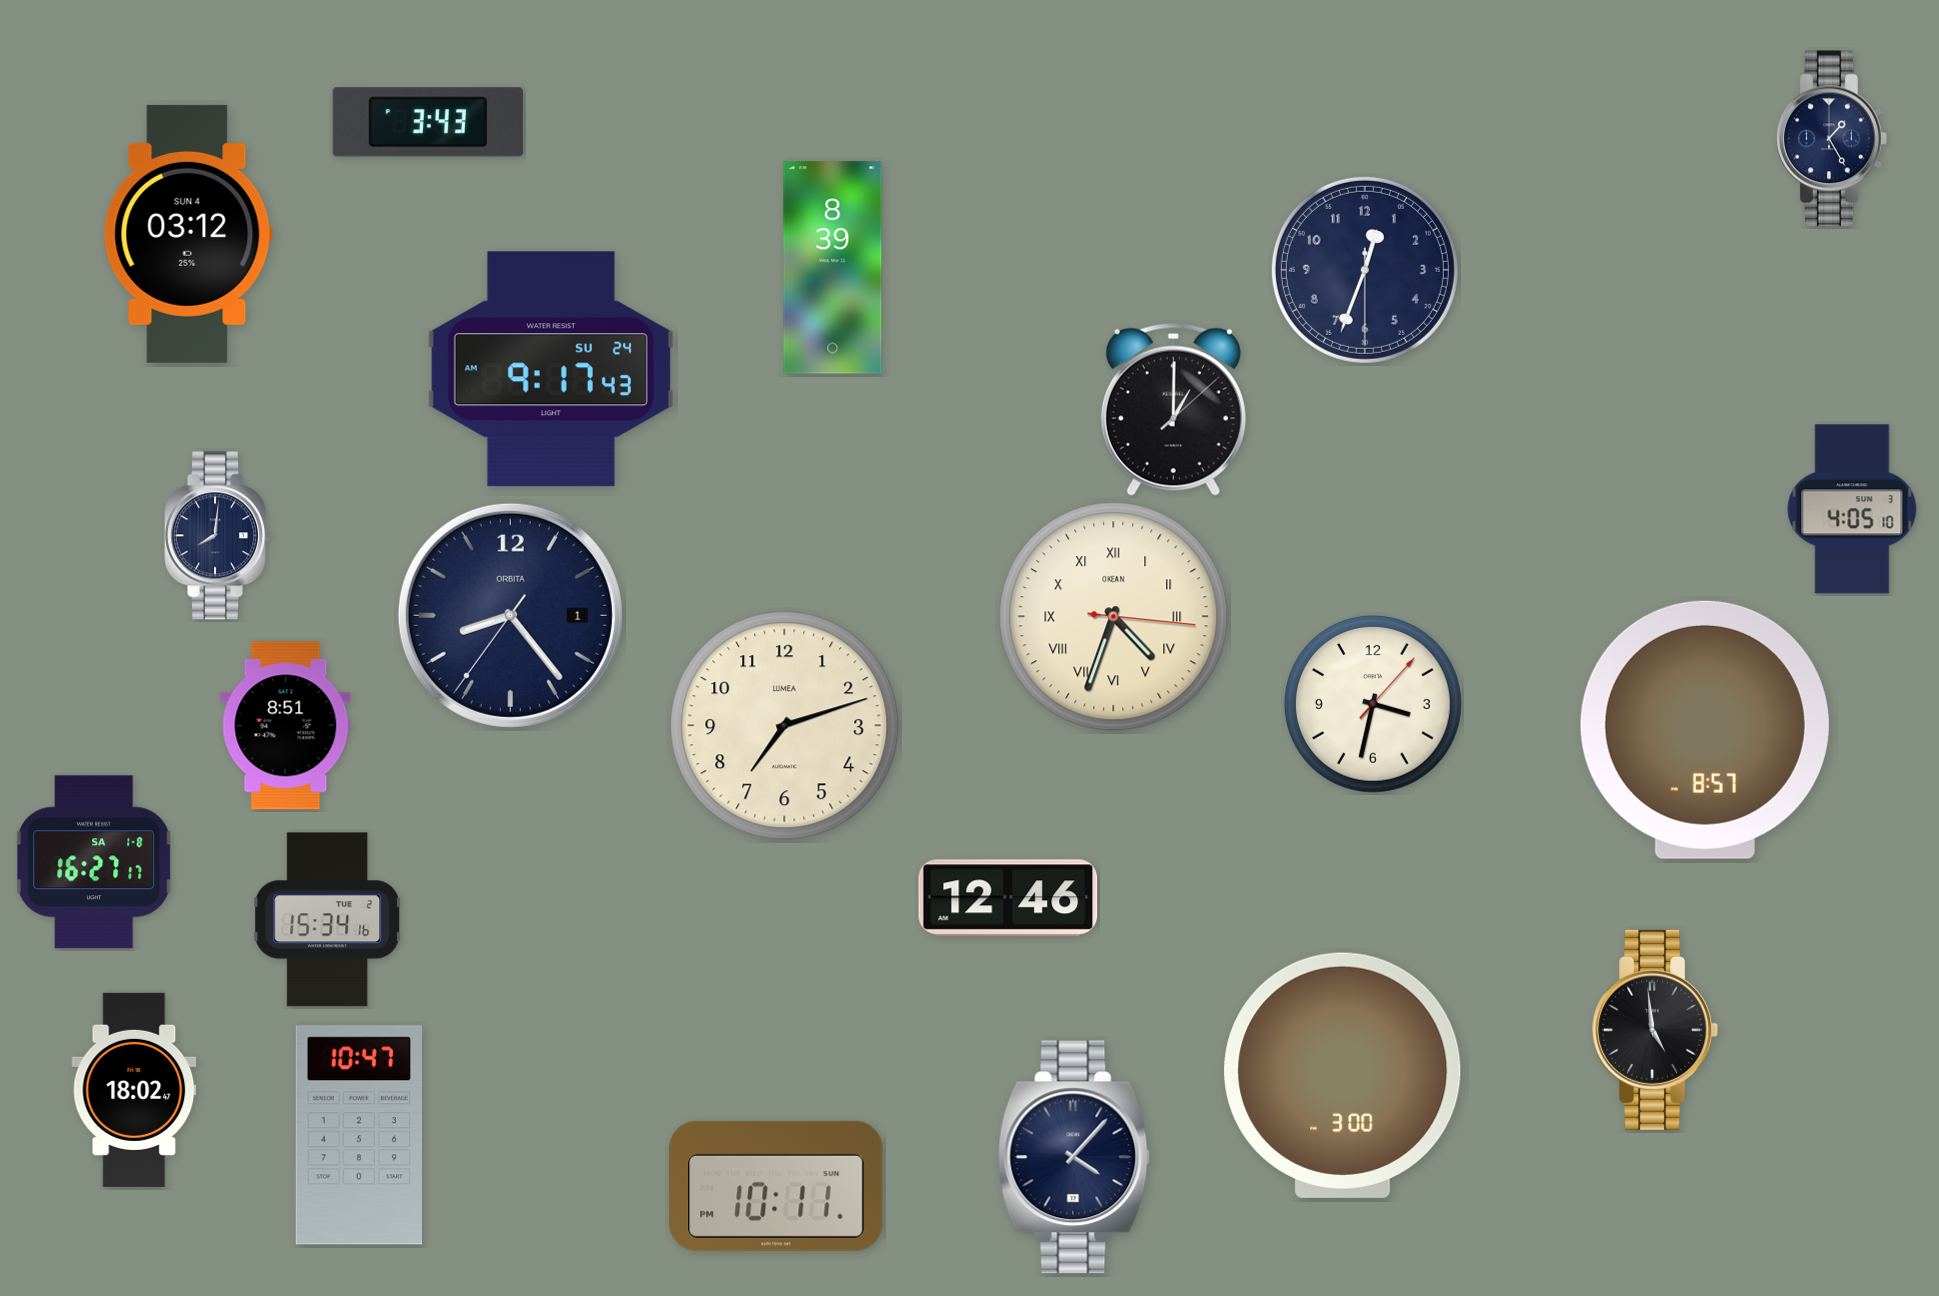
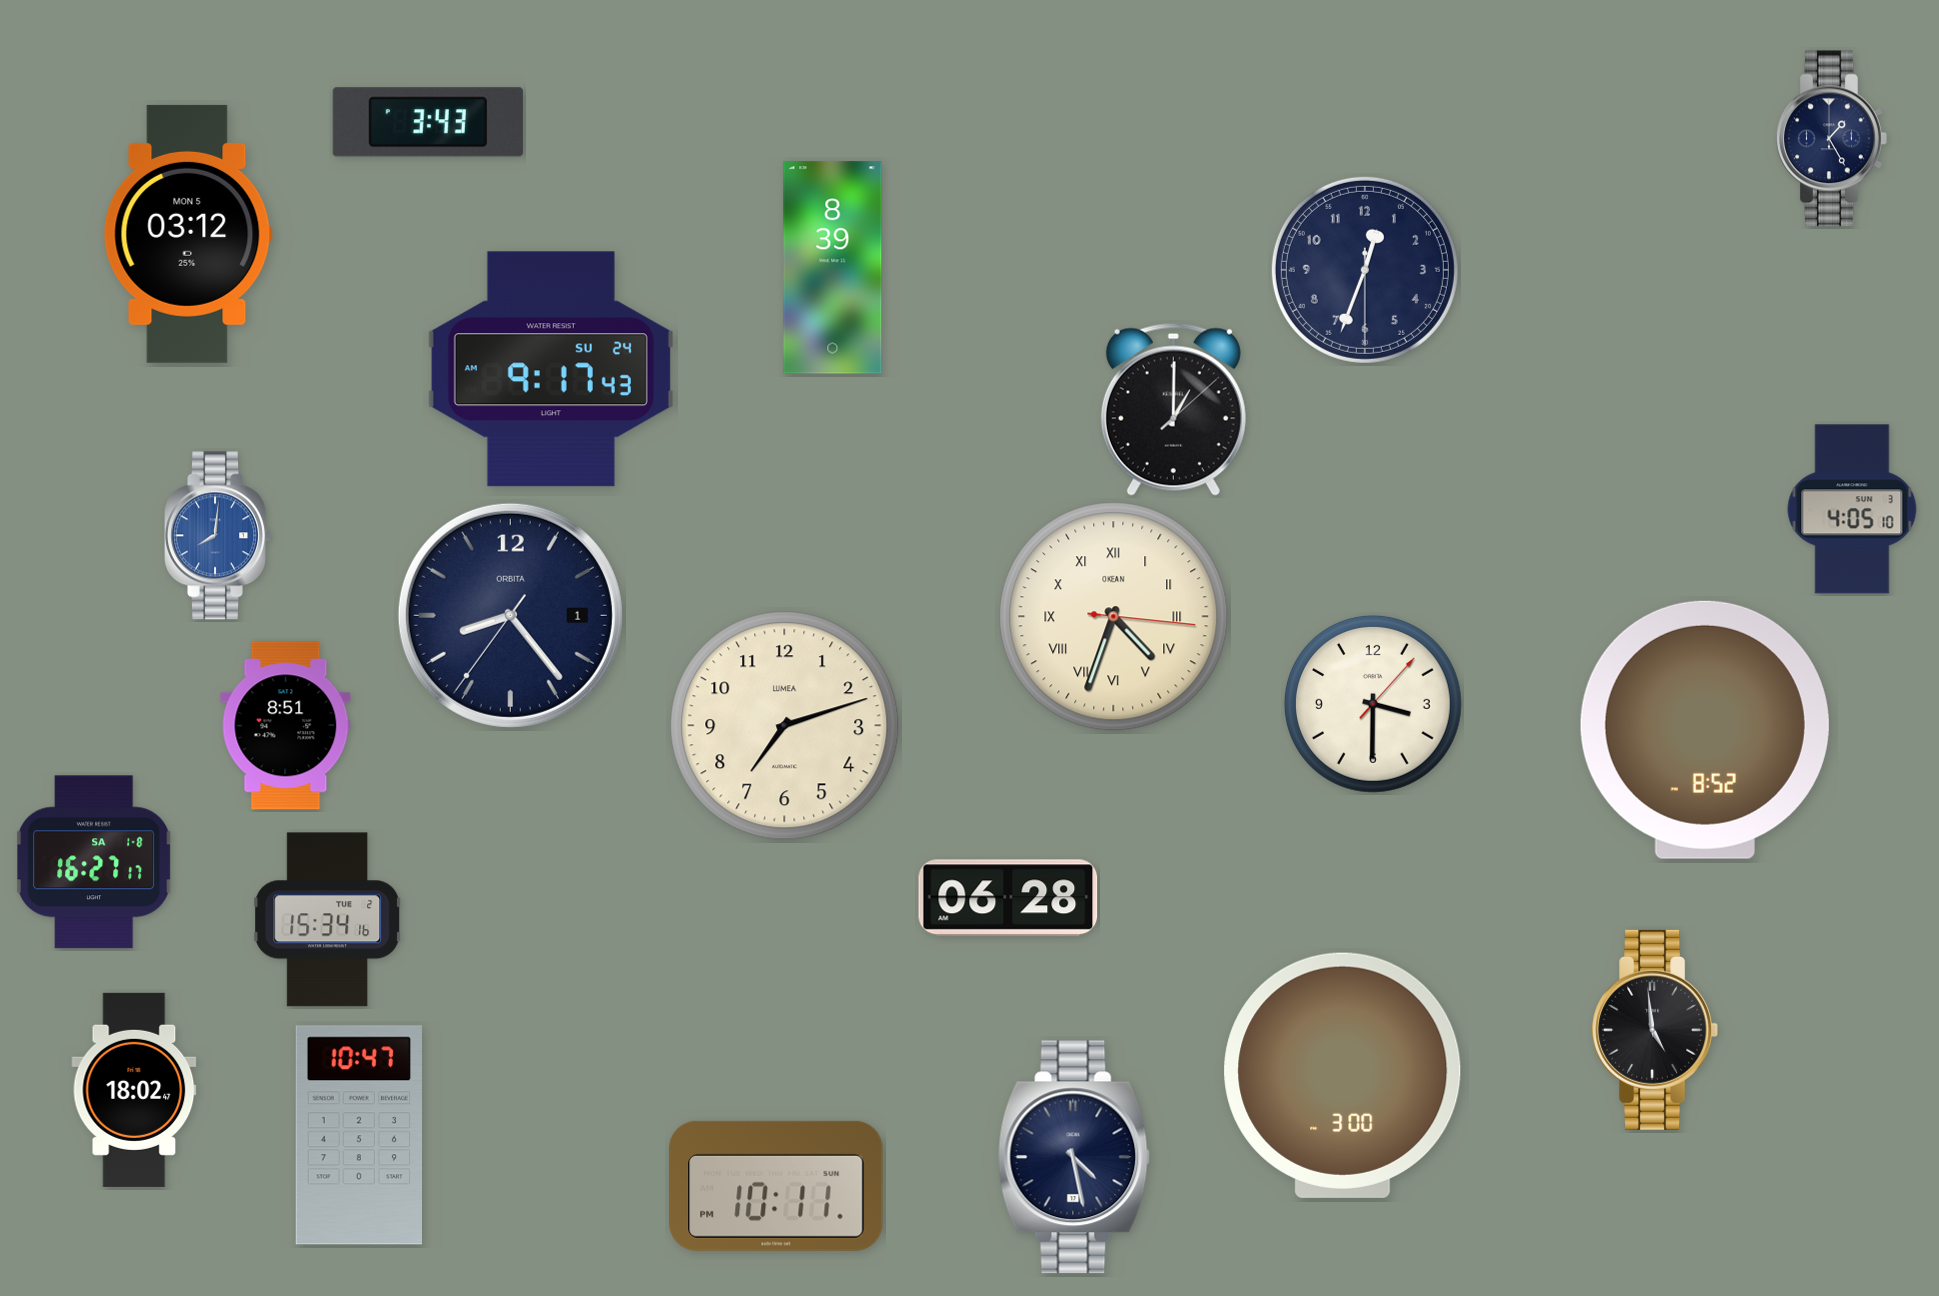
clock at (188, 234) date: SUN 4 -> MON 5
clock at (218, 536) dial: navy -> blue
clock at (1373, 704): 3:32 -> 3:30
clock at (1705, 730): 8:57 -> 8:52
clock at (1008, 898): 12:46 -> 06:28
clock at (1074, 1157): 4:07 -> 4:28
